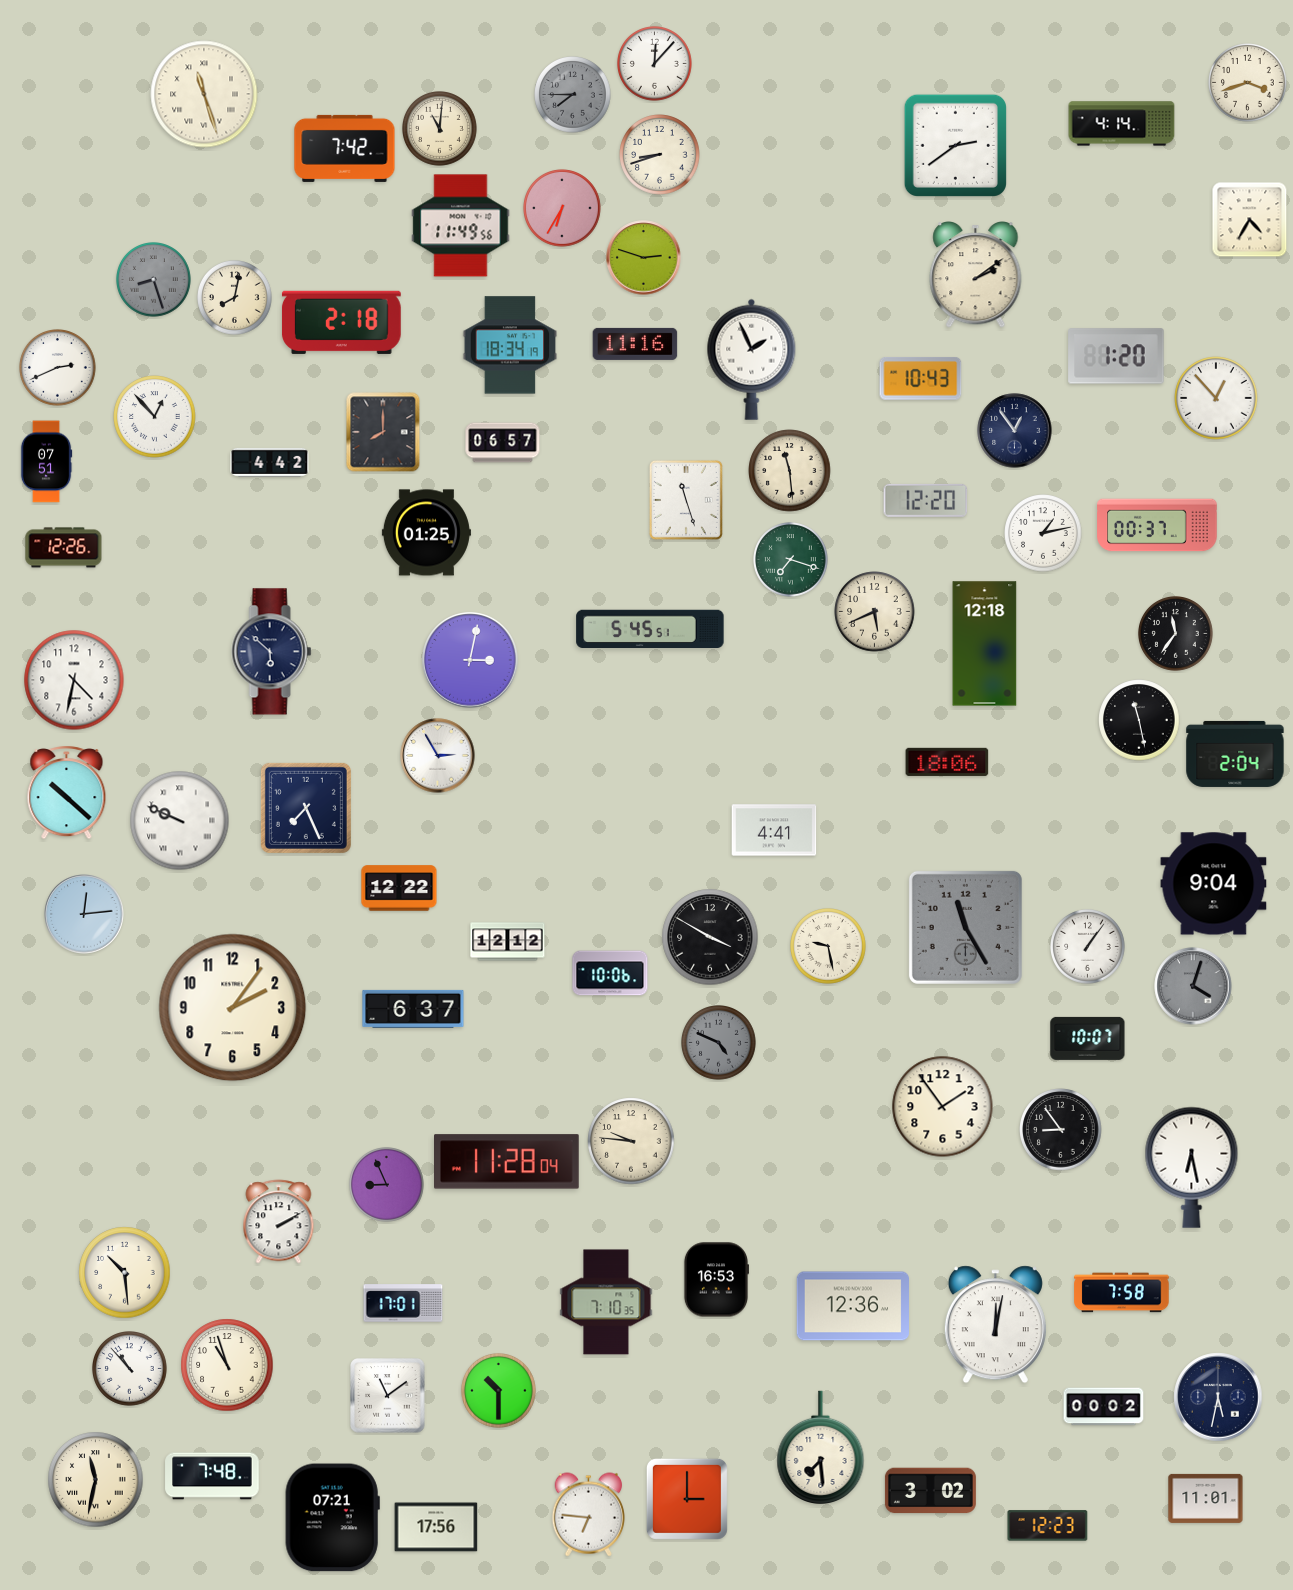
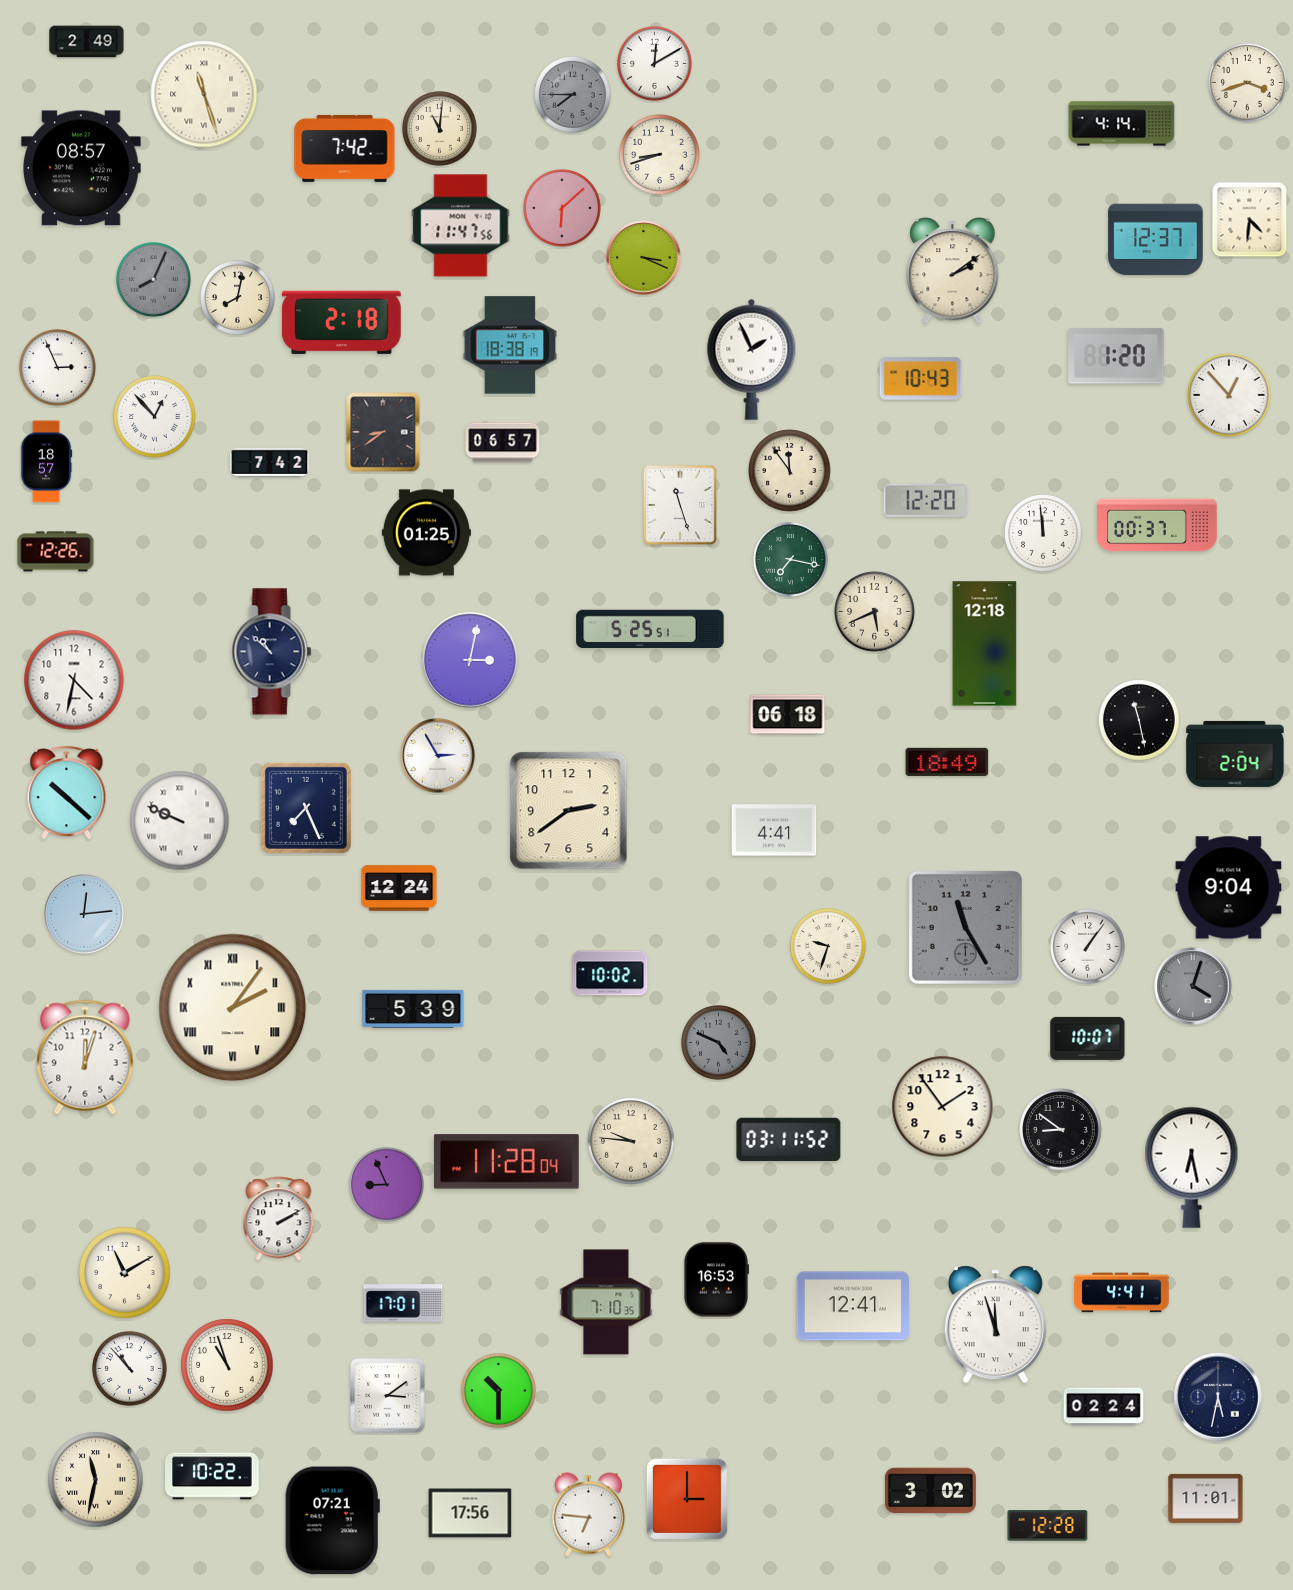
clock at (87, 42): none -> 2:49
clock at (655, 64): 12:07 -> 12:10
clock at (955, 145): 2:39 -> none
clock at (82, 168): none -> 08:57
clock at (562, 208): 6:35 -> 6:08
clock at (1250, 220): 4:35 -> 4:31
clock at (461, 226): 11:49 -> 11:47
clock at (1156, 240): none -> 12:37
clock at (644, 258): 2:48 -> 3:19
clock at (976, 275) position: (976, 275) -> (953, 271)
clock at (154, 280): 8:27 -> 8:04
clock at (235, 298) position: (235, 298) -> (238, 298)
clock at (635, 344): 11:16 -> none
clock at (510, 345): 18:34 -> 18:38
clock at (58, 368): 2:41 -> 2:56
clock at (1216, 398) position: (1216, 398) -> (1229, 395)
clock at (1015, 431): 12:54 -> none
clock at (383, 432): 8:00 -> 8:39
clock at (46, 462): 07:51 -> 18:57
clock at (270, 462): 4:42 -> 7:42
clock at (790, 471): 11:29 -> 11:54
clock at (686, 500) position: (686, 500) -> (680, 505)
clock at (1043, 533): 1:13 -> 11:59
clock at (64, 548) position: (64, 548) -> (56, 552)
clock at (791, 560): 7:18 -> 7:17
clock at (650, 628): 5:45 -> 5:25
clock at (1176, 634): 11:36 -> none
clock at (272, 652): 5:52 -> 10:52
clock at (788, 715): none -> 06:18
clock at (947, 762): 18:06 -> 18:49
clock at (569, 811): none -> 2:39
clock at (1214, 884) position: (1214, 884) -> (1229, 888)
clock at (399, 888): 12:22 -> 12:24
clock at (710, 937): 3:50 -> none
clock at (508, 942): 12:12 -> none
clock at (829, 947): 9:28 -> 9:33
clock at (610, 973): 10:06 -> 10:02
clock at (233, 1008) numerals: Arabic -> Roman
clock at (413, 1009): 6:37 -> 5:39
clock at (85, 1057): none -> 12:03
clock at (1061, 1130): 8:54 -> 8:51
clock at (789, 1140): none -> 03:11
clock at (279, 1222) position: (279, 1222) -> (279, 1219)
clock at (125, 1273): 10:29 -> 11:10
clock at (1122, 1293): 7:58 -> 4:41
clock at (852, 1306): 12:36 -> 12:41
clock at (995, 1325): 12:02 -> 11:57
clock at (388, 1396): 11:09 -> 3:09
clock at (1104, 1407): 00:02 -> 02:24
clock at (821, 1447): 7:29 -> none
clock at (212, 1476): 7:48 -> 10:22
clock at (332, 1518) position: (332, 1518) -> (332, 1521)
clock at (1048, 1526): 12:23 -> 12:28
clock at (436, 1527) position: (436, 1527) -> (470, 1513)
